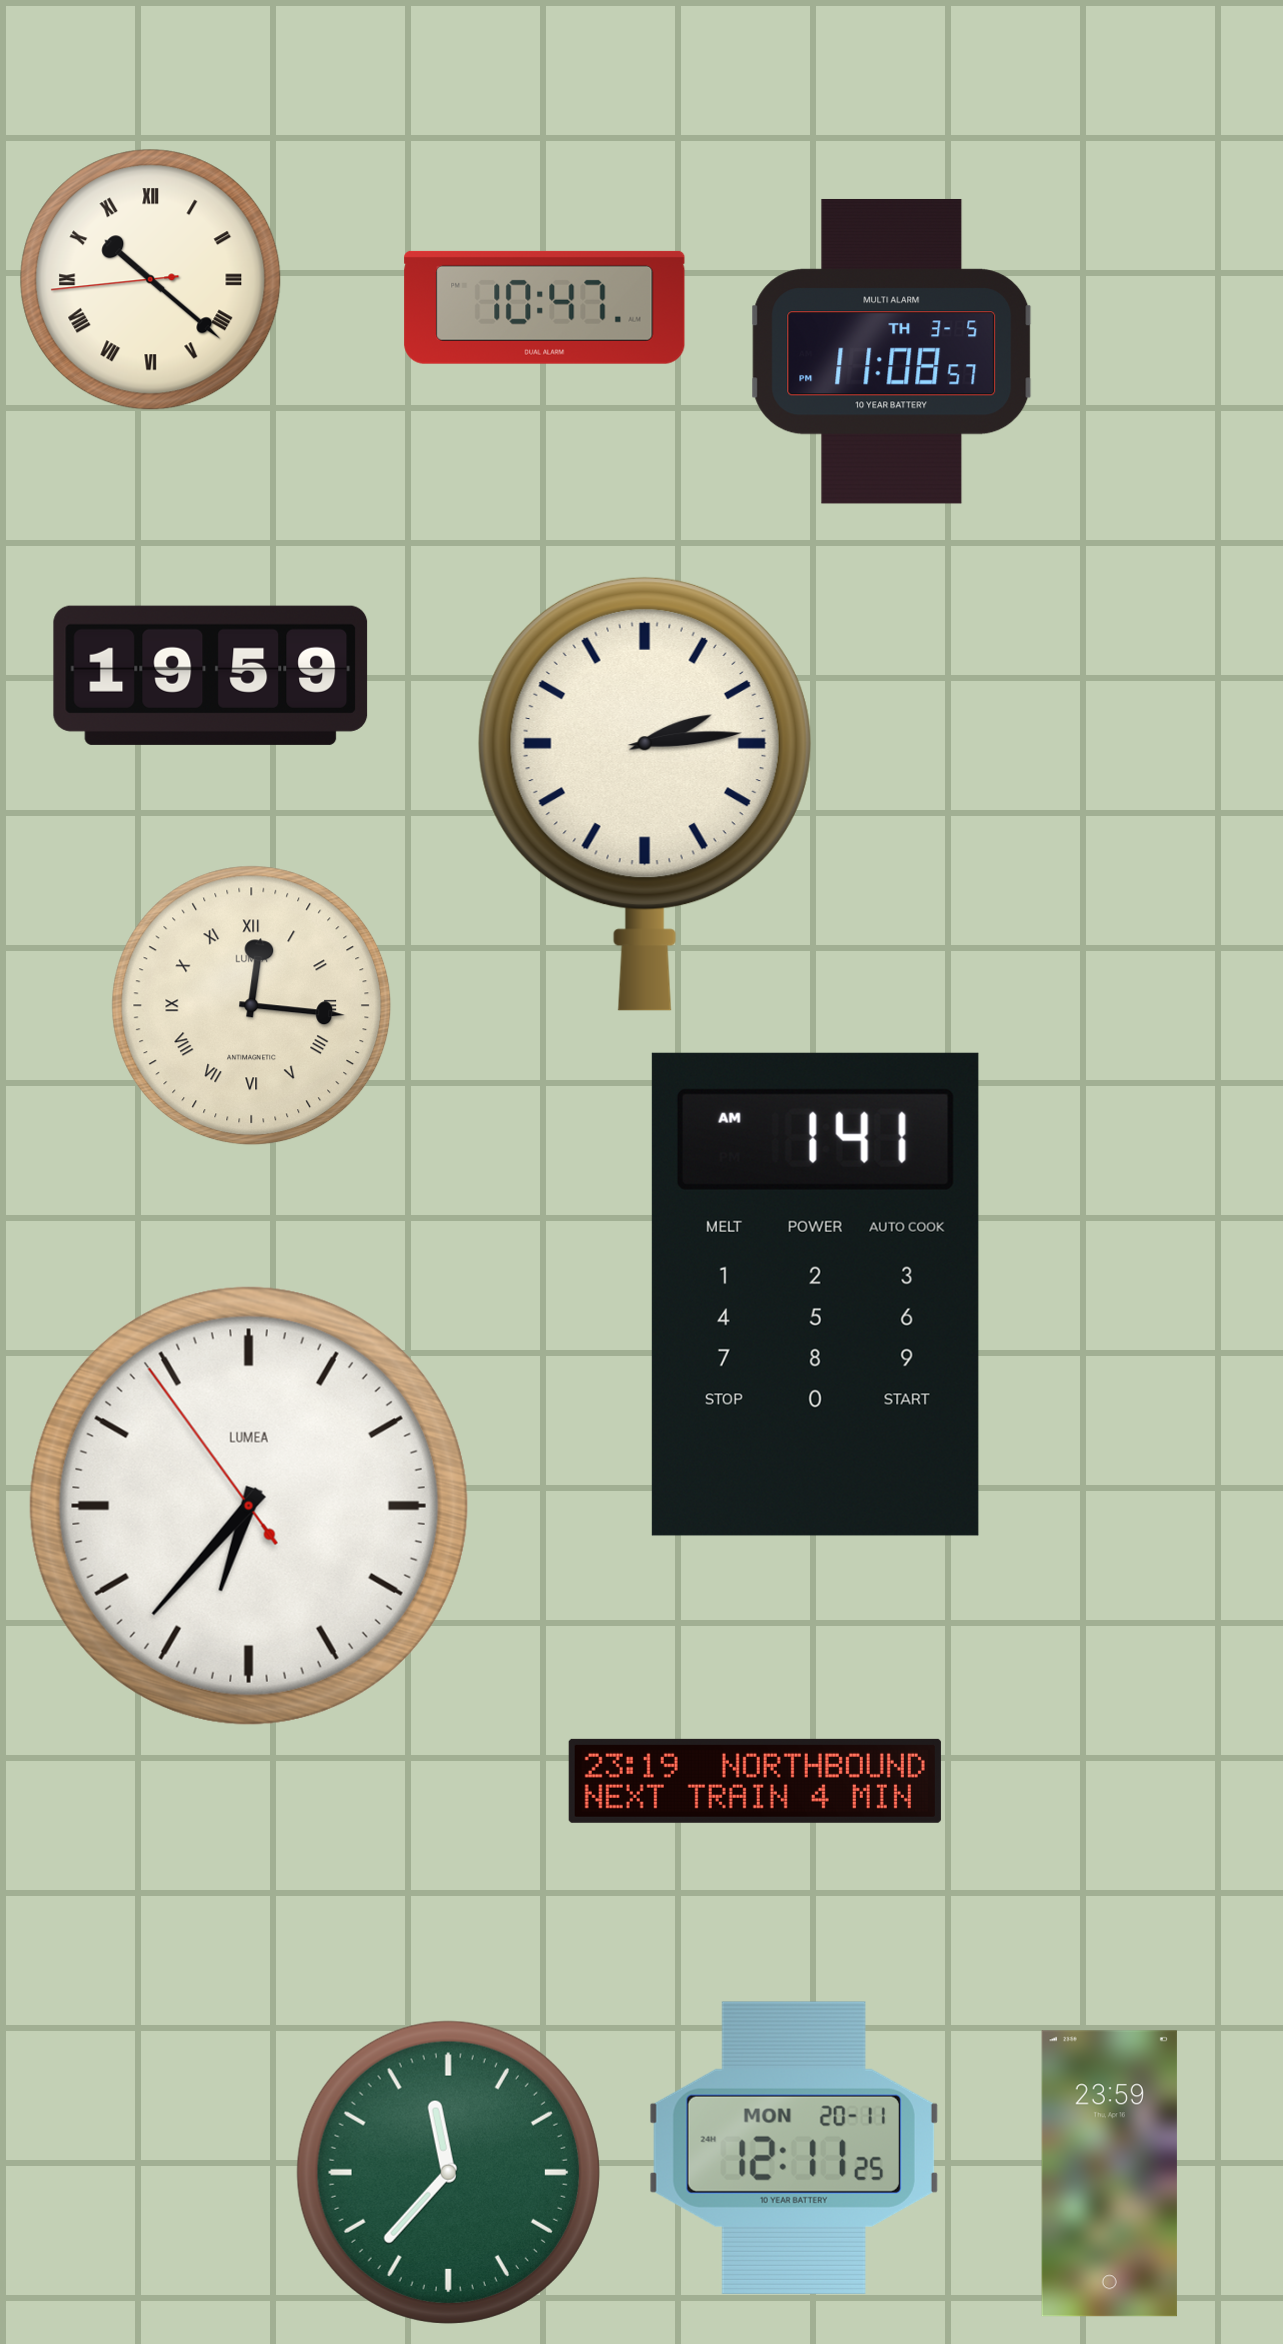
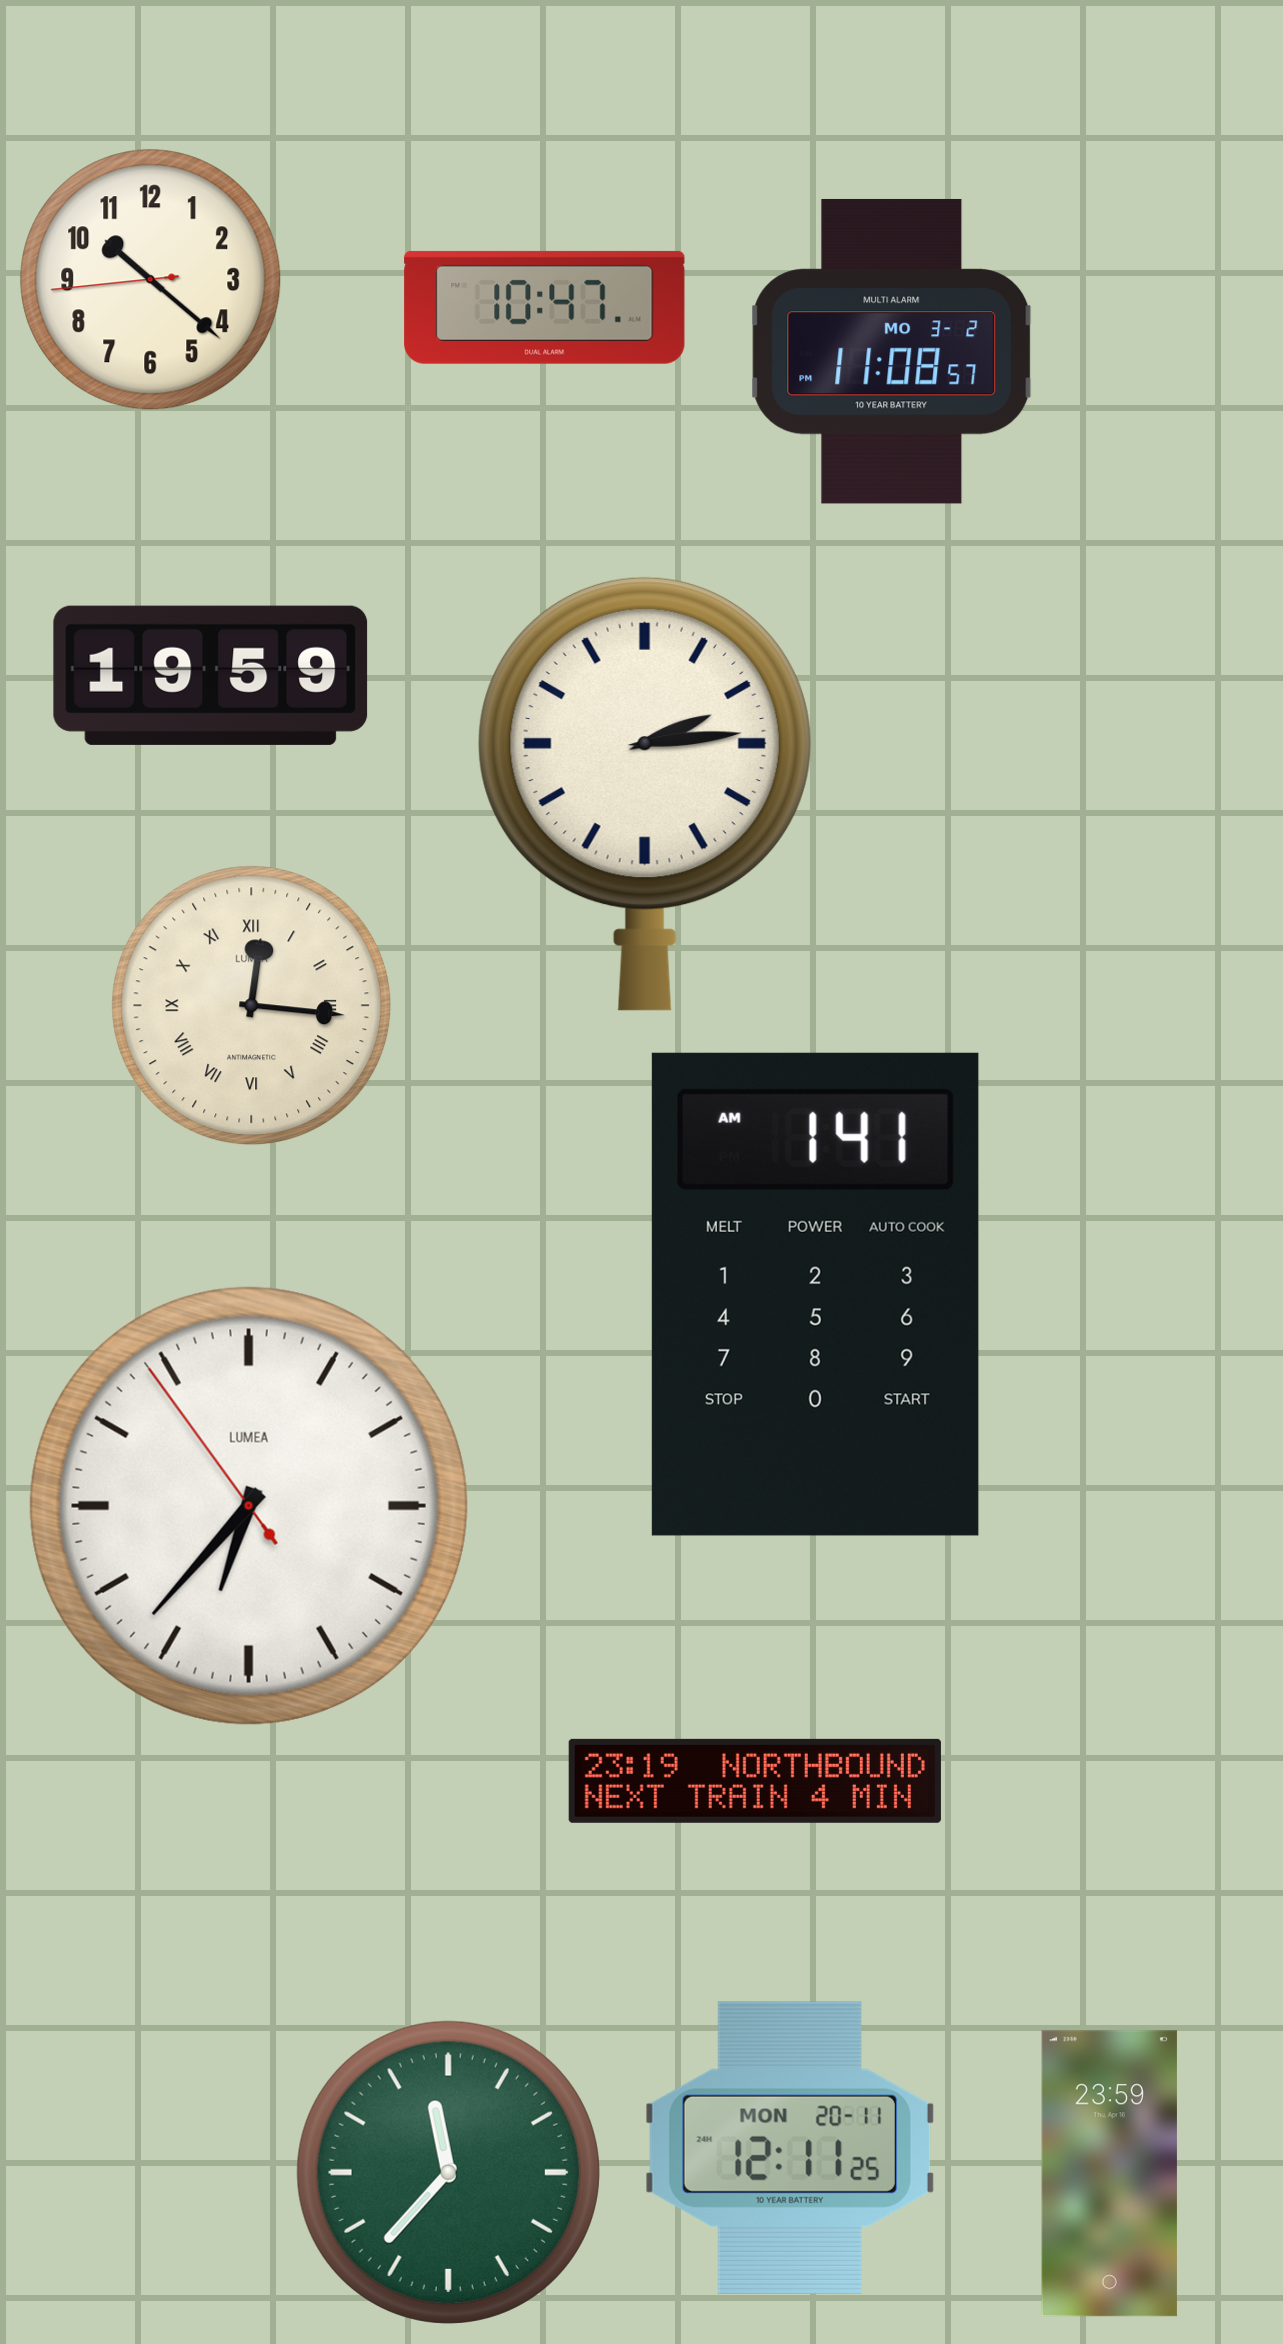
clock at (151, 280) numerals: Roman -> Arabic
clock at (892, 351) date: TH 3-5 -> MO 3-2
clock at (794, 2148) position: (794, 2148) -> (790, 2148)
